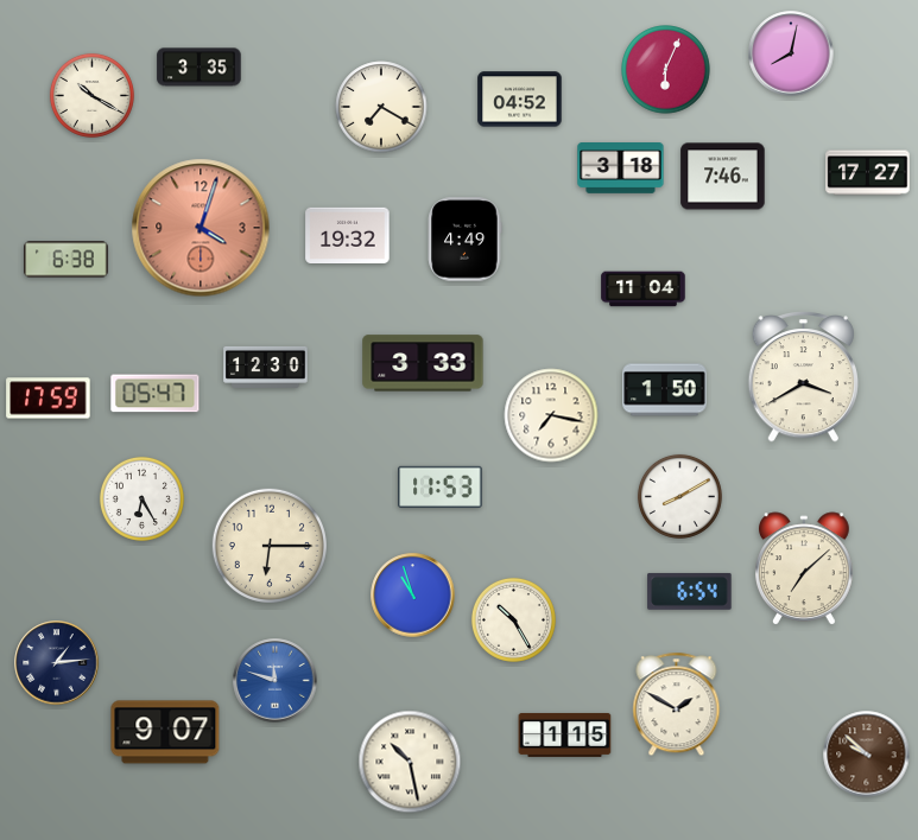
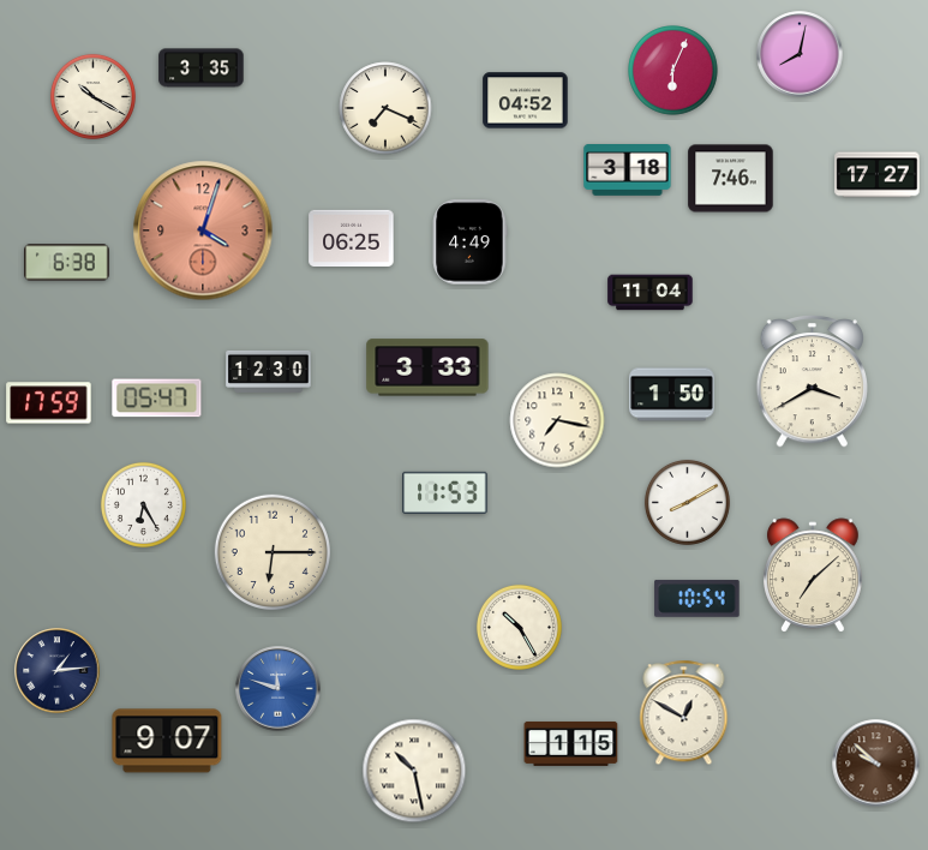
clock at (381, 107): 7:20 -> 7:19
clock at (348, 235): 19:32 -> 06:25
clock at (690, 592): 6:54 -> 10:54
clock at (413, 596): 10:57 -> none
clock at (677, 705): 1:50 -> 12:50
